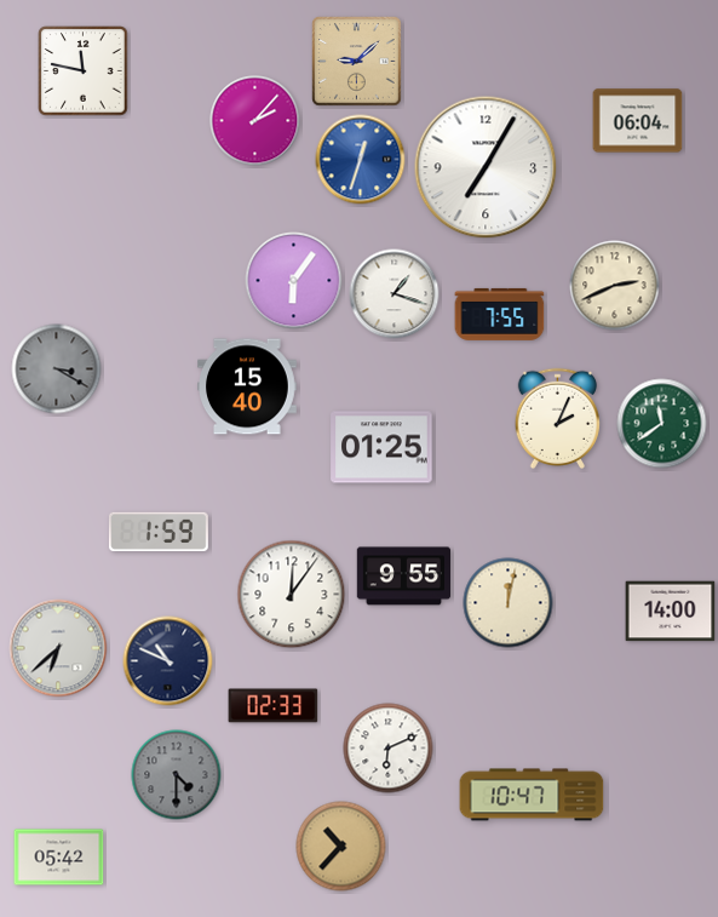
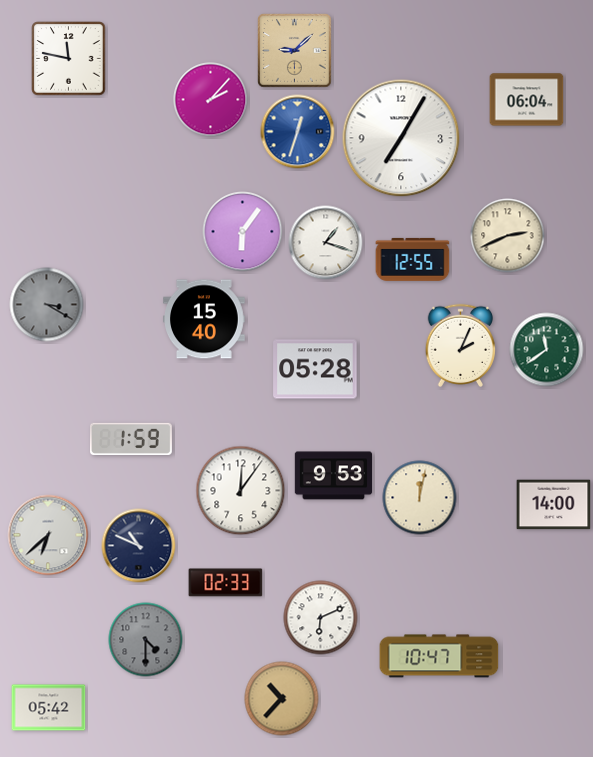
clock at (500, 314): 7:55 -> 12:55
clock at (381, 447): 01:25 -> 05:28
clock at (404, 577): 9:55 -> 9:53
